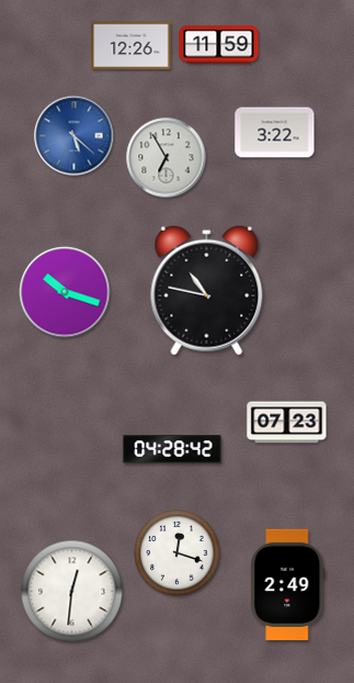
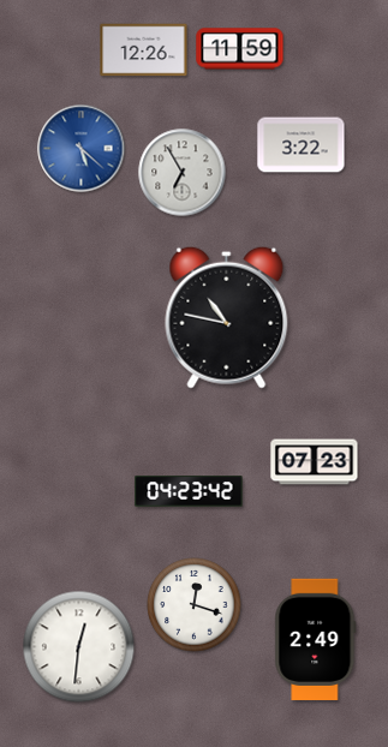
clock at (65, 292): 10:18 -> none
clock at (172, 449): 04:28 -> 04:23
